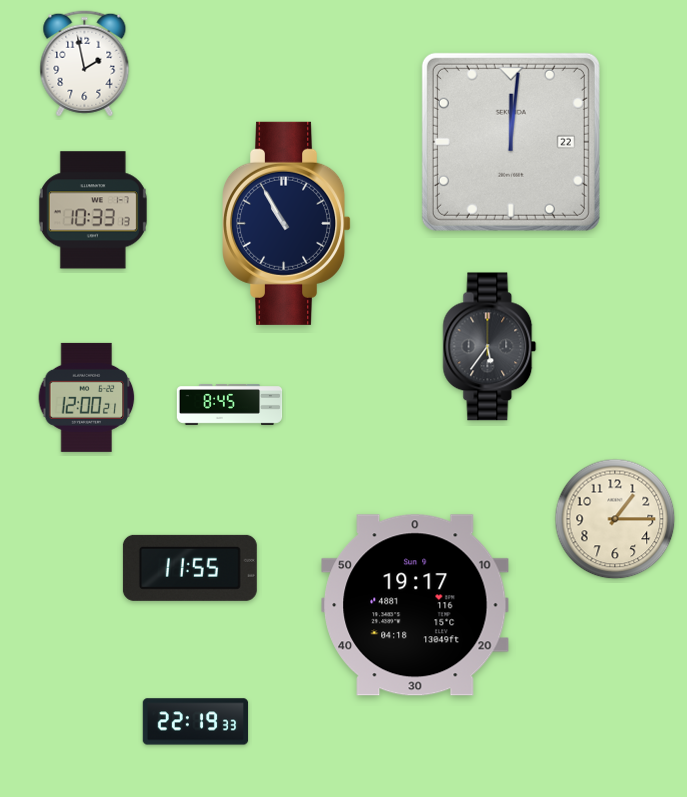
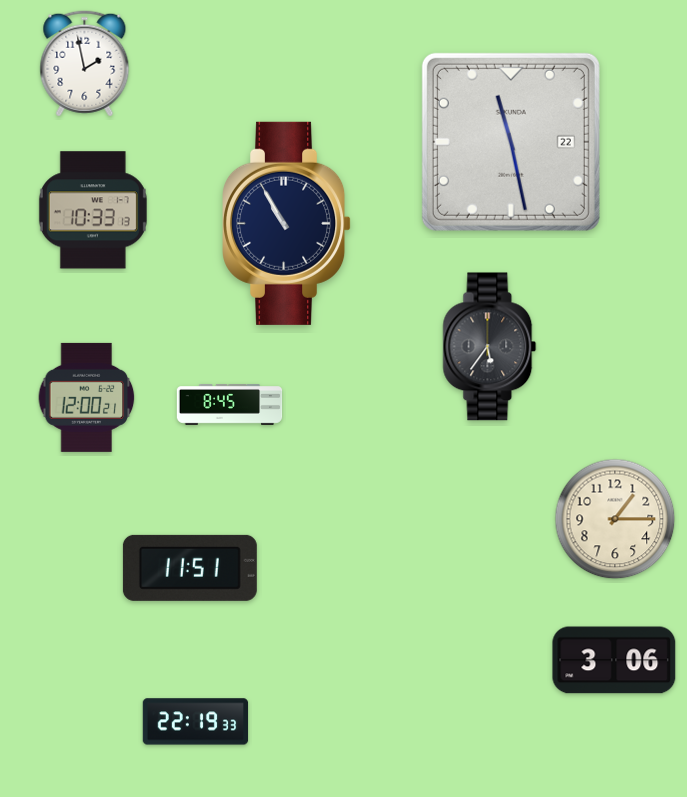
clock at (511, 142): 12:01 -> 11:28
clock at (190, 568): 11:55 -> 11:51
clock at (415, 605): 19:17 -> none
clock at (614, 660): none -> 3:06
